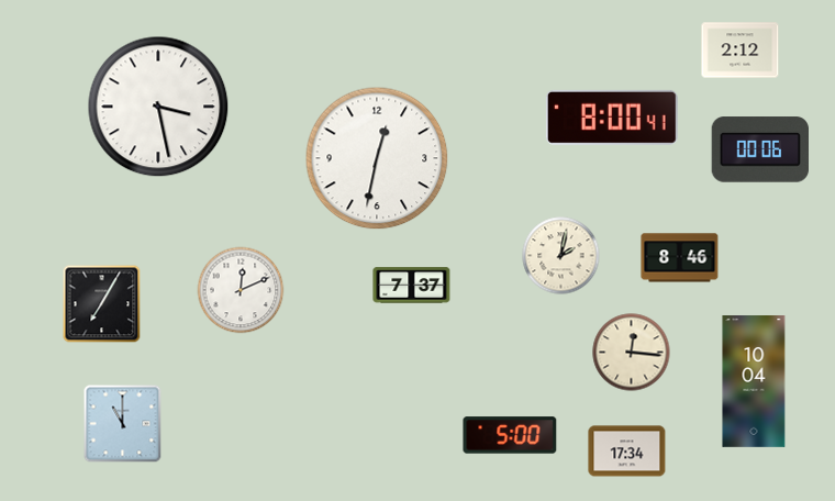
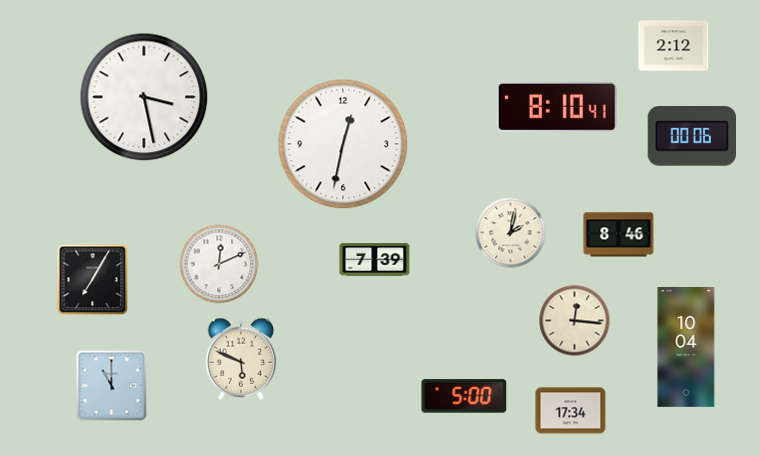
clock at (612, 118): 8:00 -> 8:10
clock at (412, 286): 7:37 -> 7:39
clock at (102, 304) position: (102, 304) -> (93, 280)
clock at (241, 359): none -> 5:49
